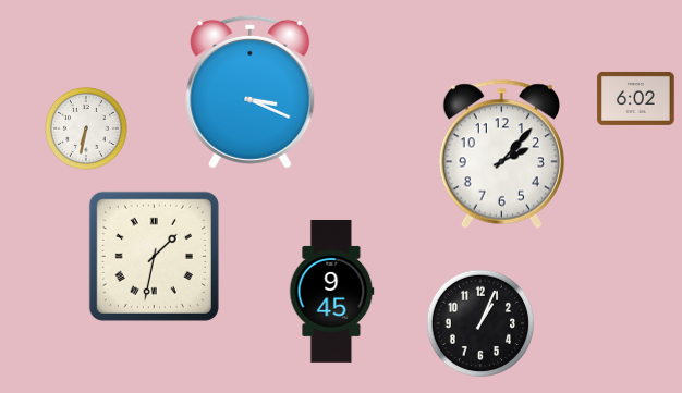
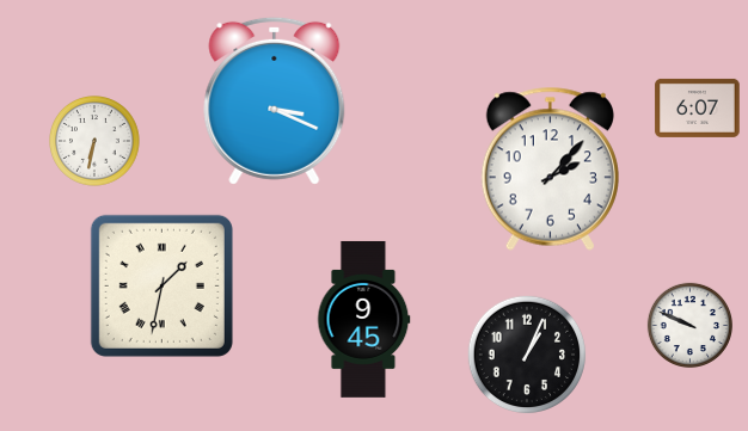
clock at (636, 98): 6:02 -> 6:07
clock at (154, 256) position: (154, 256) -> (161, 285)
clock at (689, 325): none -> 9:49
